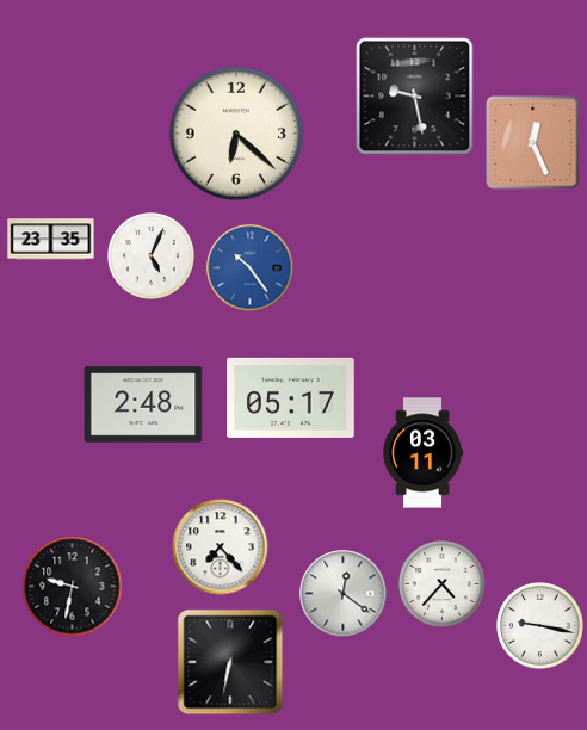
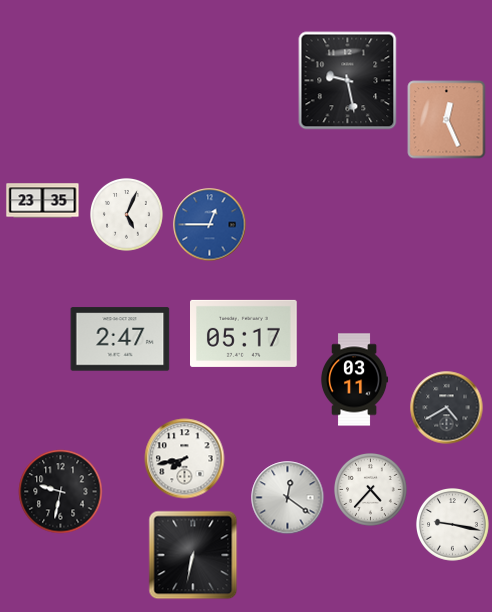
clock at (236, 134): 6:22 -> none
clock at (251, 268): 10:24 -> 12:45
clock at (143, 404): 2:48 -> 2:47
clock at (447, 408): none -> 4:40
clock at (221, 547): 7:23 -> 7:43
